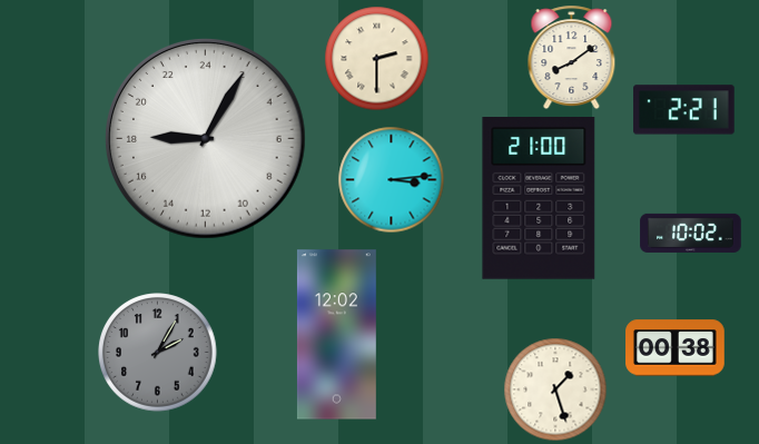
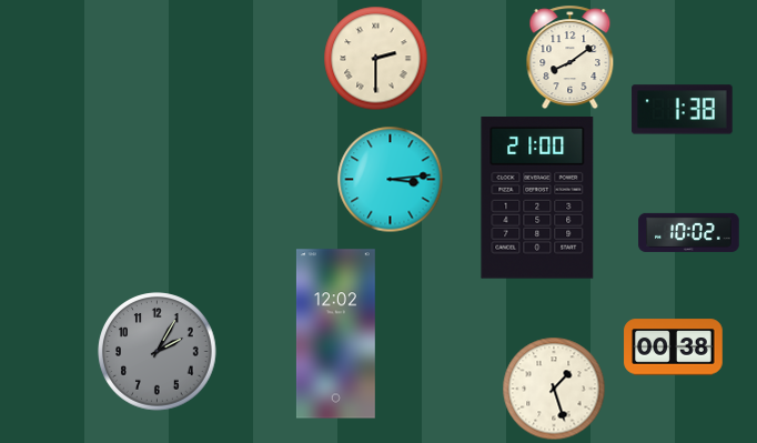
clock at (684, 110): 2:21 -> 1:38
clock at (205, 138): 18:05 -> none
